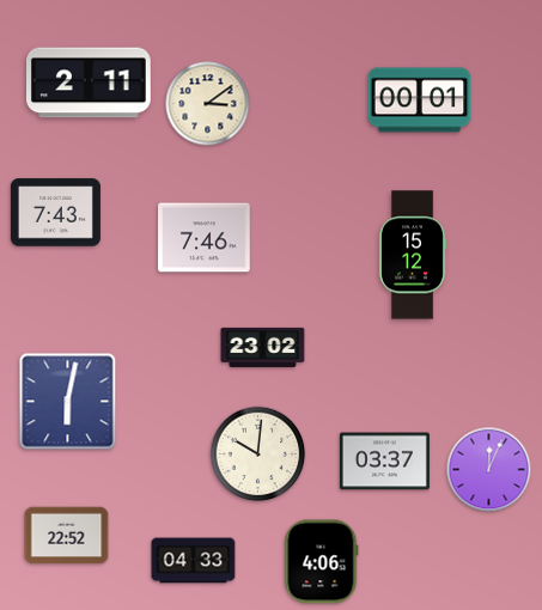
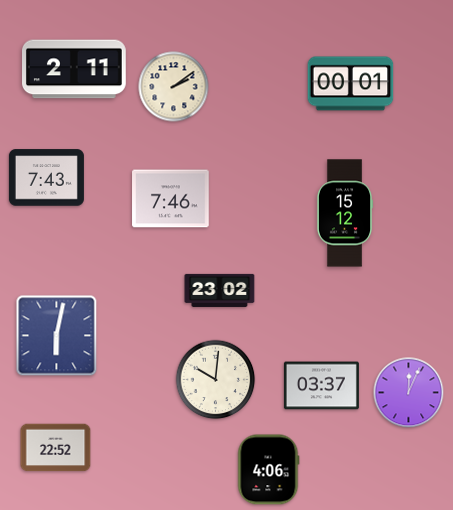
clock at (208, 104): 3:09 -> 2:09
clock at (194, 561): 04:33 -> none
